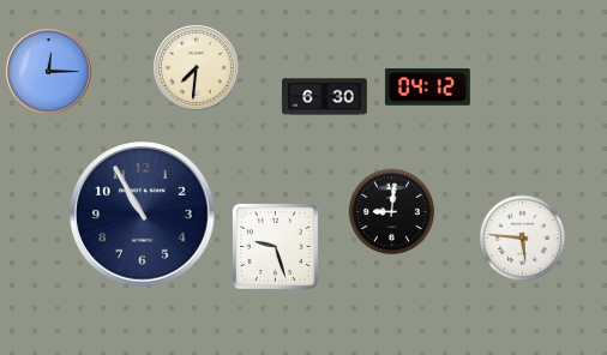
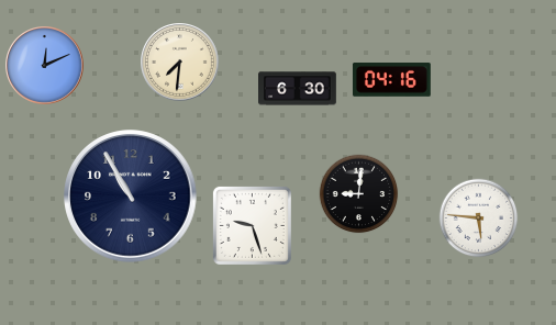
clock at (49, 72): 12:15 -> 12:11
clock at (427, 88): 04:12 -> 04:16
